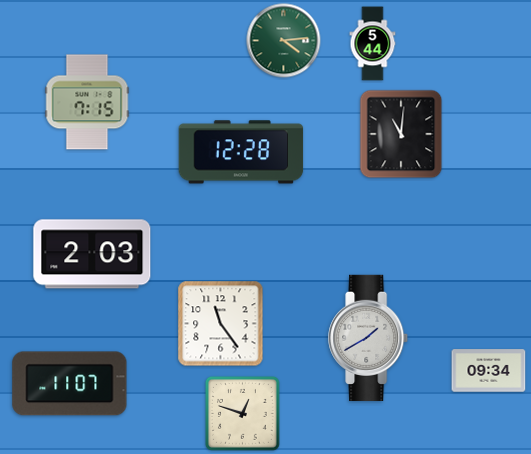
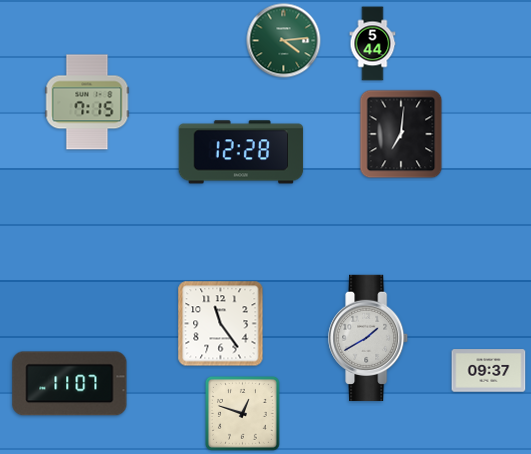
clock at (401, 134): 11:01 -> 7:01
clock at (92, 254): 2:03 -> none
clock at (489, 371): 09:34 -> 09:37
